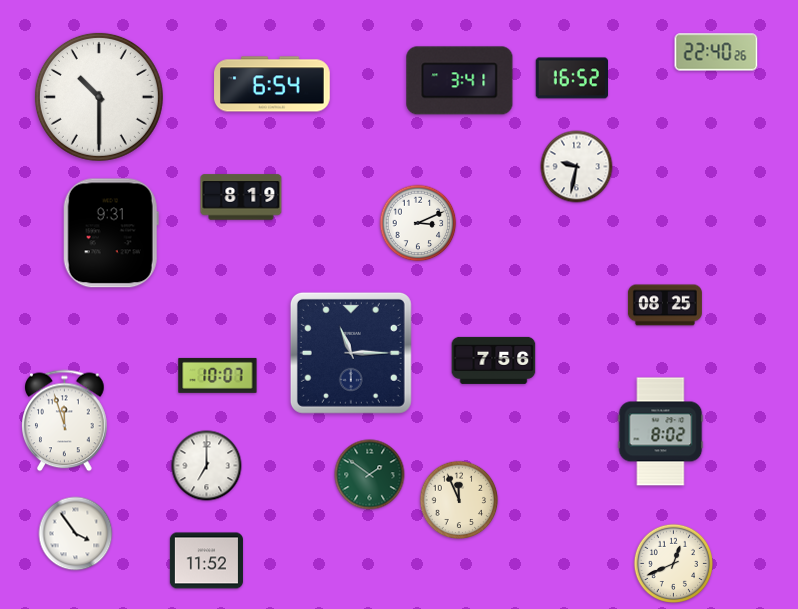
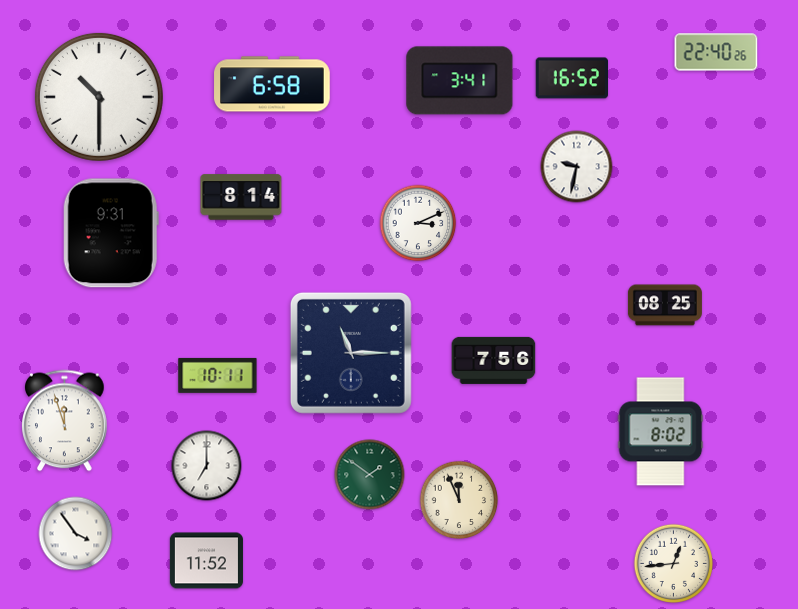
clock at (272, 84): 6:54 -> 6:58
clock at (241, 197): 8:19 -> 8:14
clock at (218, 375): 10:07 -> 10:11
clock at (673, 563): 12:41 -> 12:44
